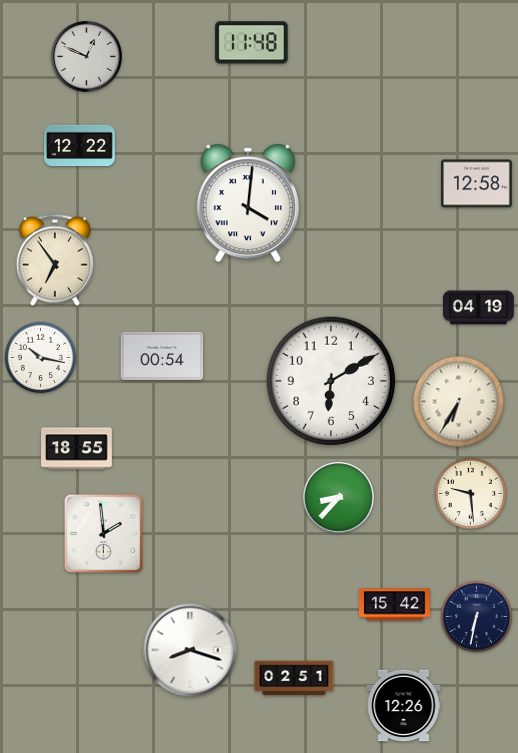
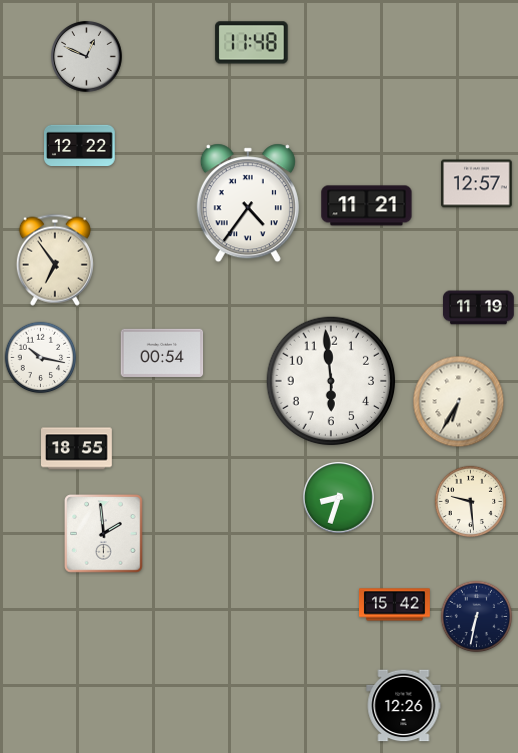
clock at (477, 184): 12:58 -> 12:57
clock at (248, 203): 4:01 -> 4:36
clock at (367, 206): none -> 11:21
clock at (479, 308): 04:19 -> 11:19
clock at (162, 356) position: (162, 356) -> (162, 353)
clock at (331, 381): 6:10 -> 5:59
clock at (471, 494) position: (471, 494) -> (471, 502)
clock at (339, 498): 8:37 -> 8:33
clock at (190, 650): 8:18 -> none
clock at (294, 678): 02:51 -> none
